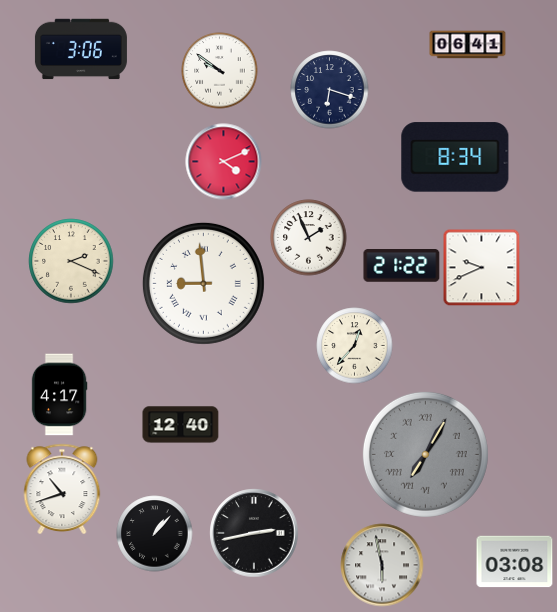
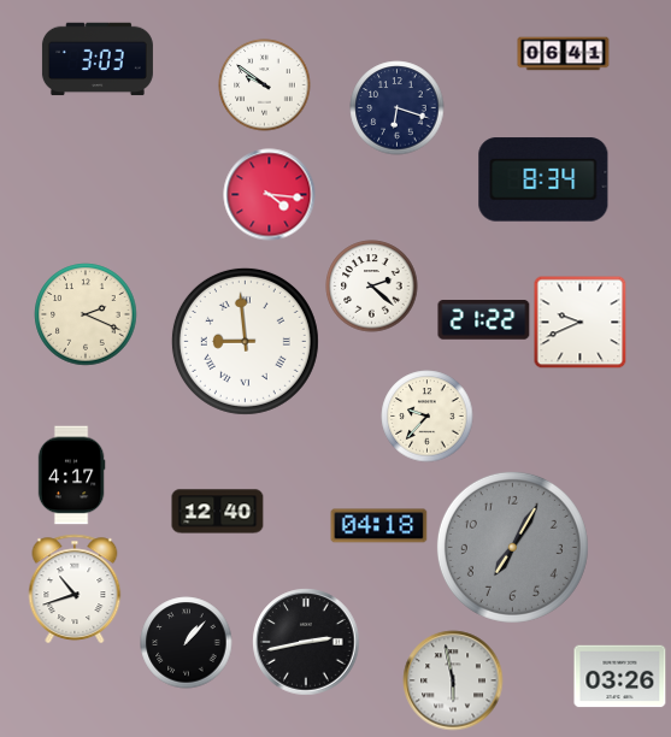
clock at (81, 49): 3:06 -> 3:03
clock at (455, 157) position: (455, 157) -> (543, 179)
clock at (224, 162): 4:11 -> 4:16
clock at (309, 238): 1:56 -> 2:22
clock at (355, 346): 12:37 -> 9:37
clock at (379, 526): none -> 04:18
clock at (425, 454) numerals: Roman -> Arabic
clock at (515, 562): 03:08 -> 03:26
clock at (382, 565) position: (382, 565) -> (453, 680)
